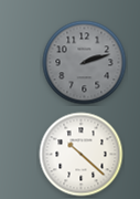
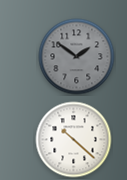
clock at (85, 63): 2:12 -> 1:51
